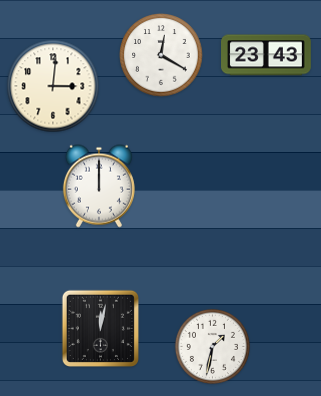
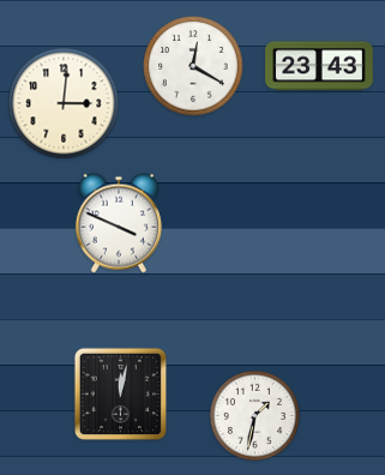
clock at (99, 186): 12:00 -> 3:49
